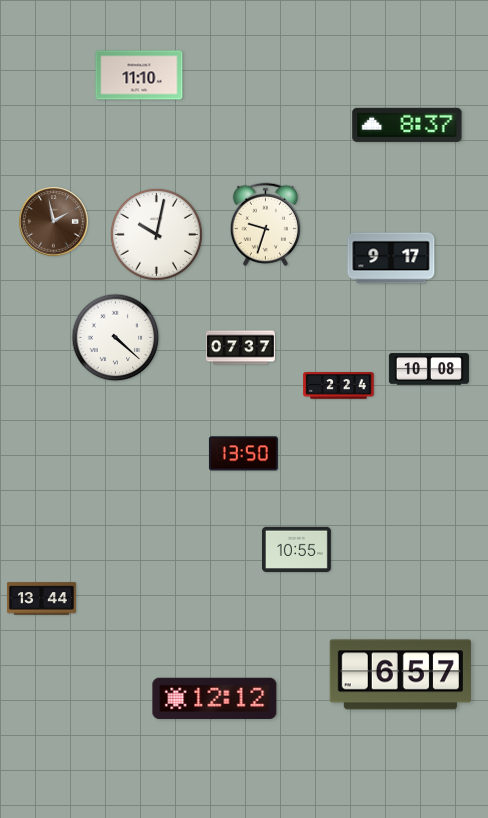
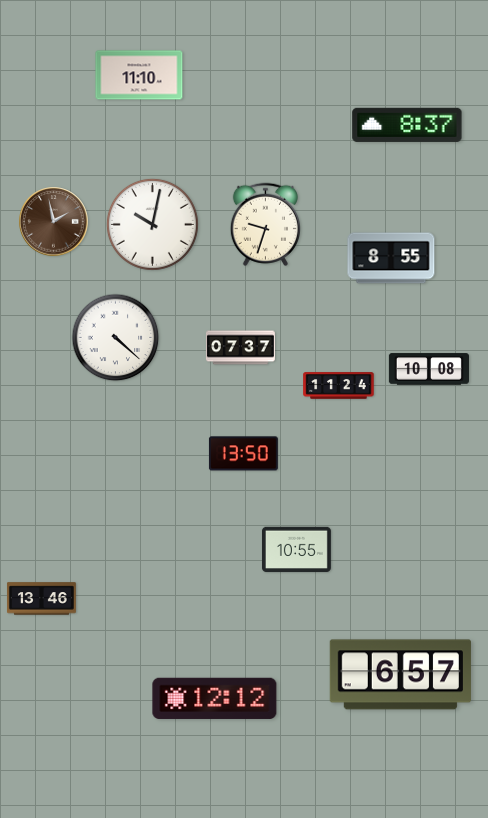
clock at (156, 234) position: (156, 234) -> (152, 224)
clock at (391, 258): 9:17 -> 8:55
clock at (339, 386): 2:24 -> 11:24
clock at (41, 599): 13:44 -> 13:46
